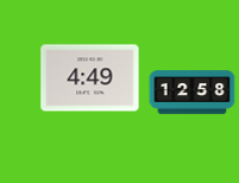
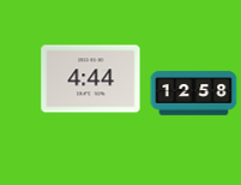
clock at (90, 78): 4:49 -> 4:44
